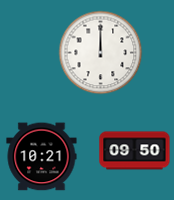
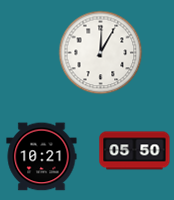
clock at (101, 53): 12:00 -> 12:05
clock at (135, 151): 09:50 -> 05:50
